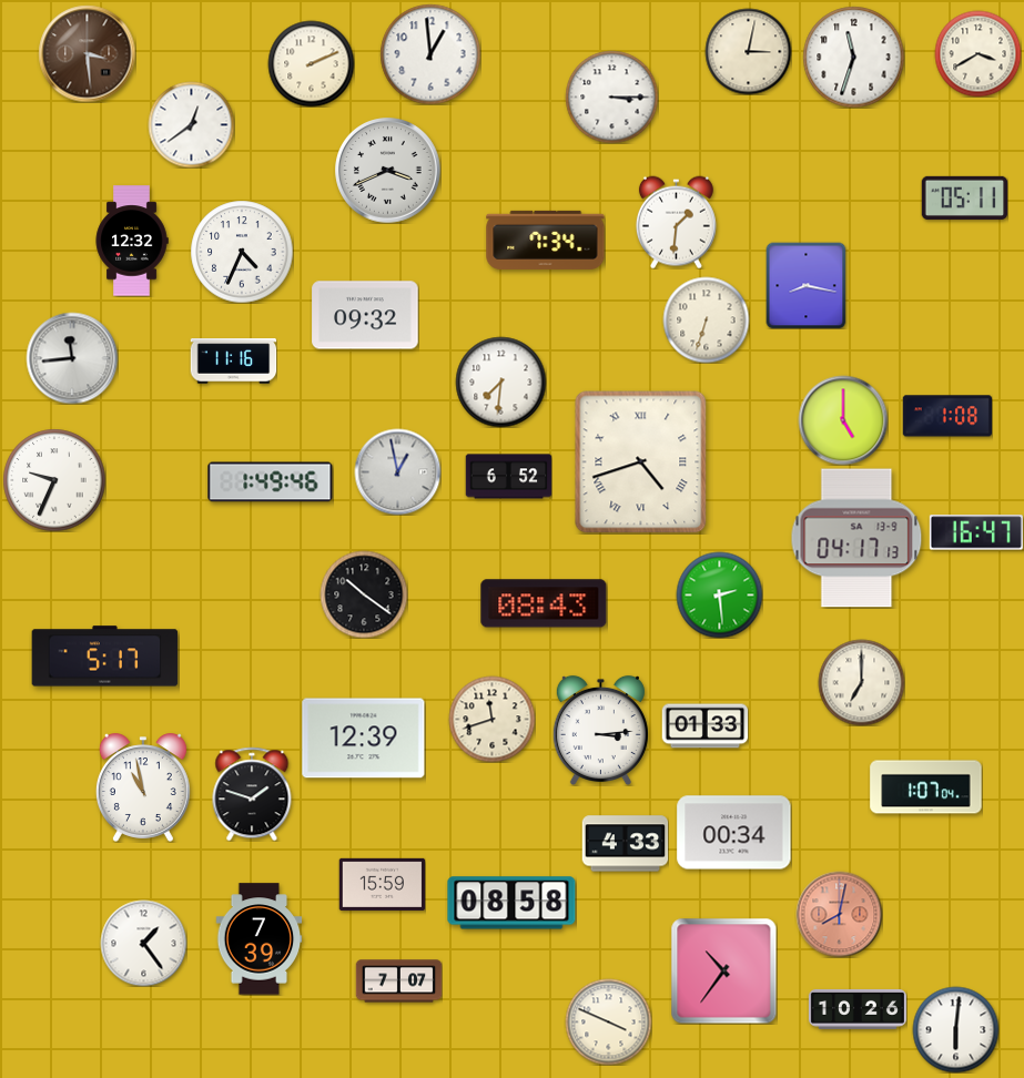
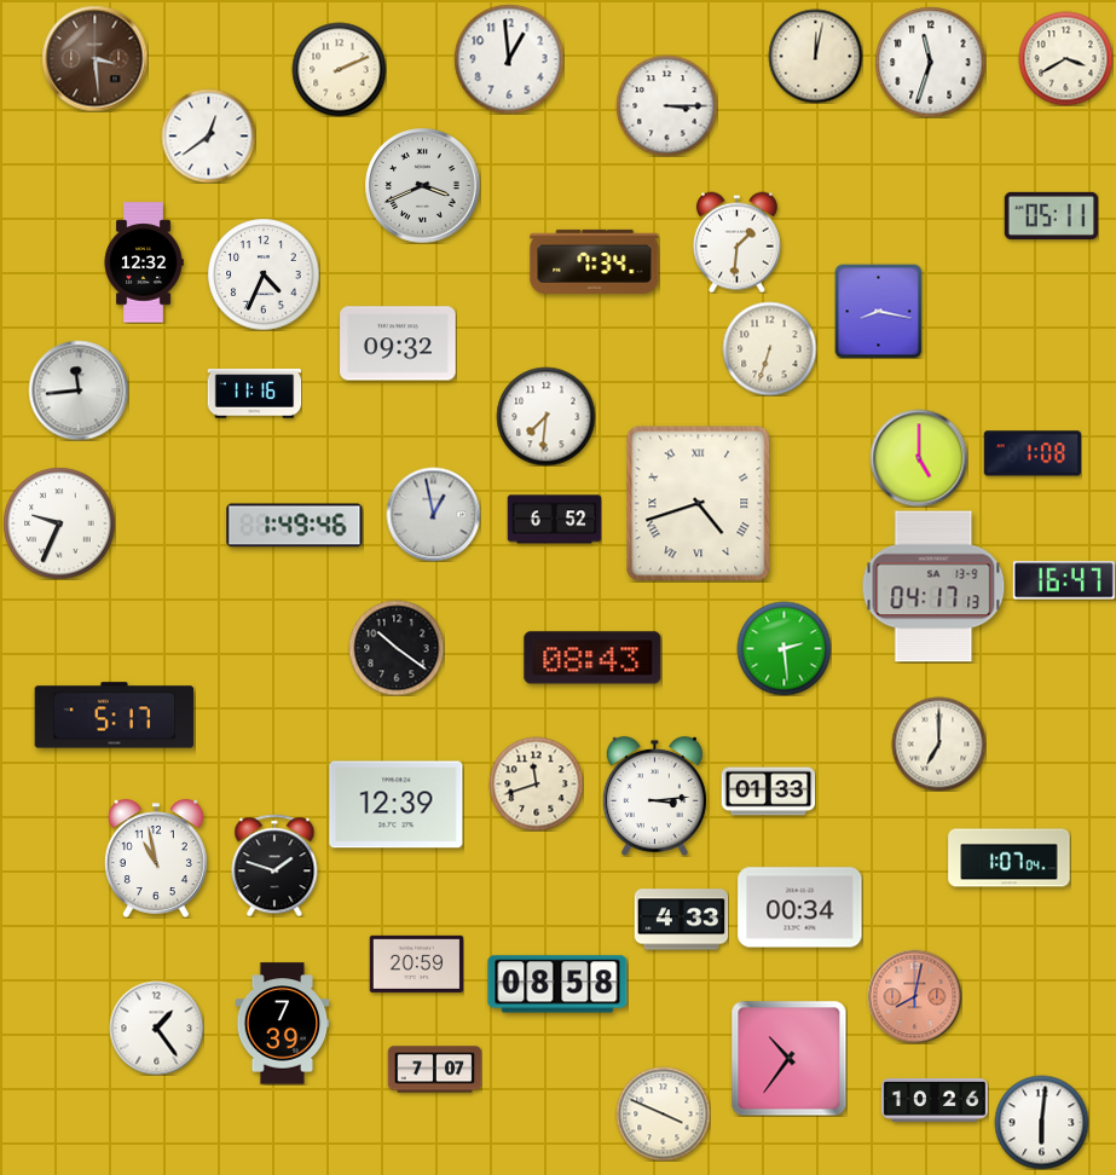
clock at (748, 51): 3:02 -> 12:02
clock at (430, 54) position: (430, 54) -> (509, 59)
clock at (382, 884): 15:59 -> 20:59
